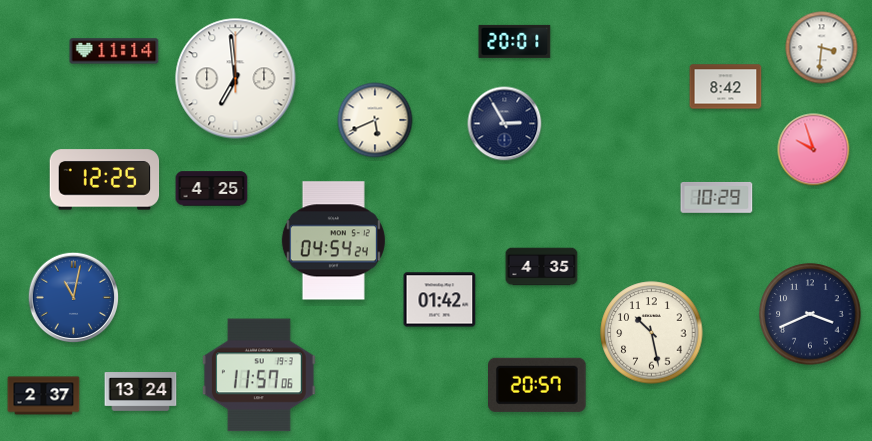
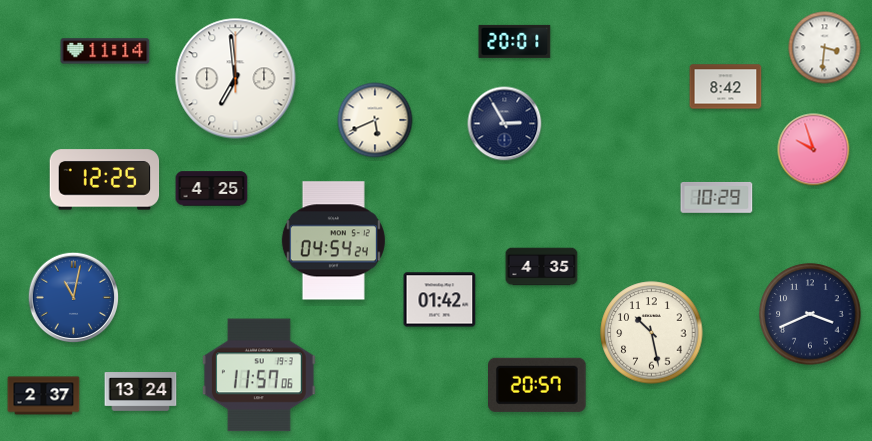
clock at (822, 48) position: (822, 48) -> (825, 48)
clock at (114, 51) position: (114, 51) -> (105, 51)
